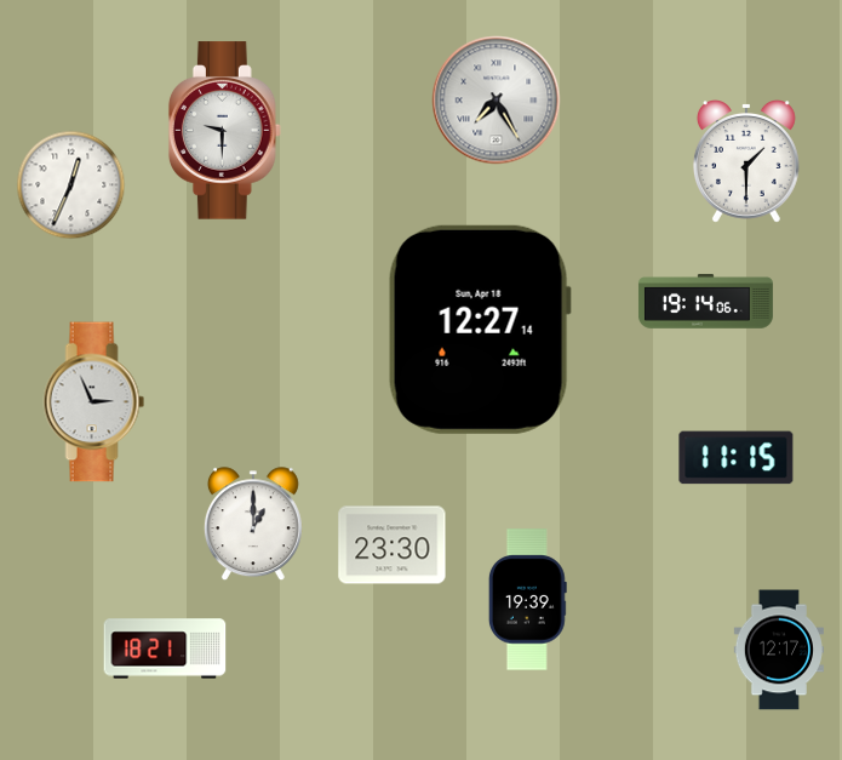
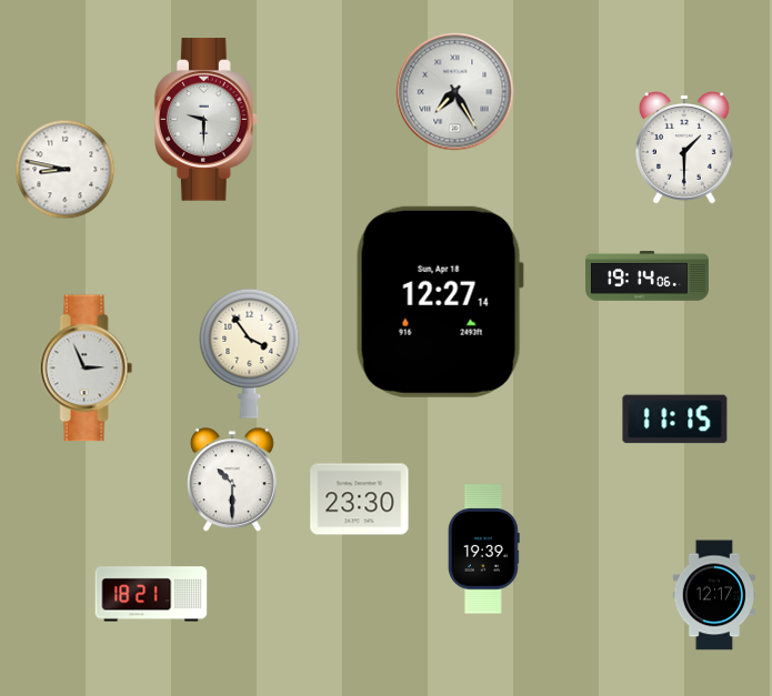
clock at (71, 185): 12:34 -> 8:47
clock at (250, 353): none -> 3:54
clock at (253, 525): 1:00 -> 10:30
